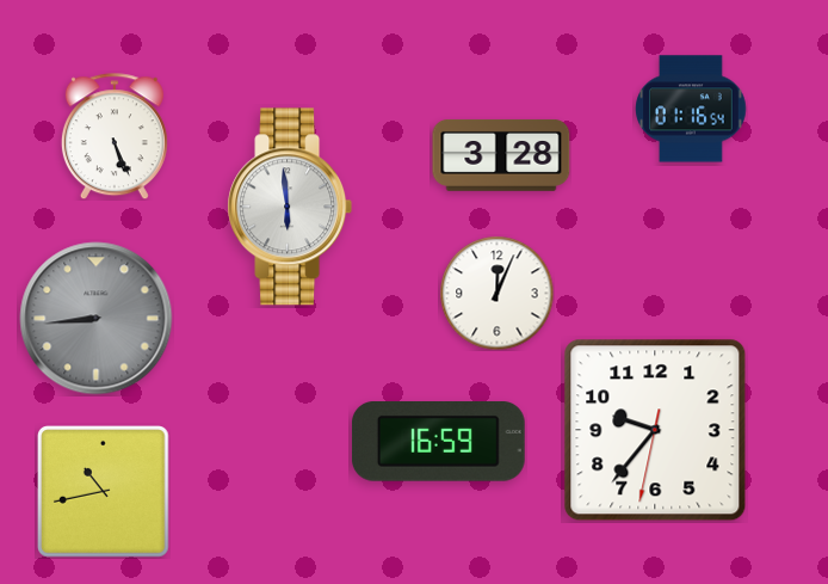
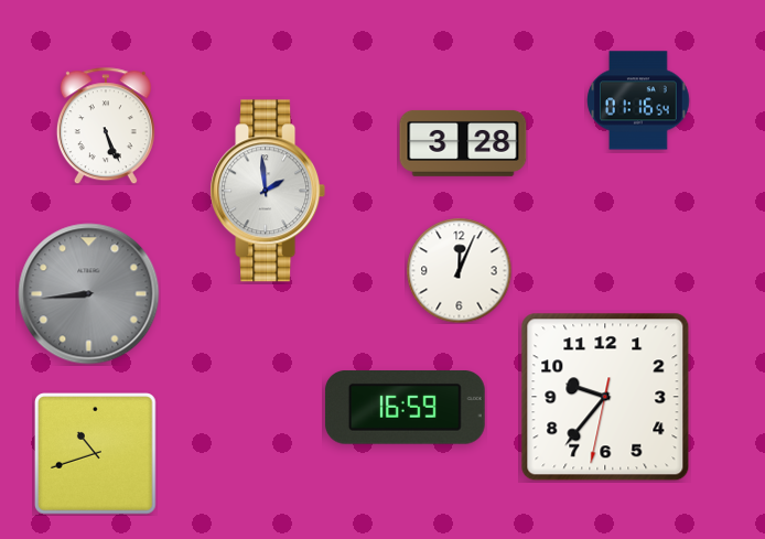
clock at (290, 207): 5:59 -> 1:59
clock at (104, 492): 10:43 -> 10:42
